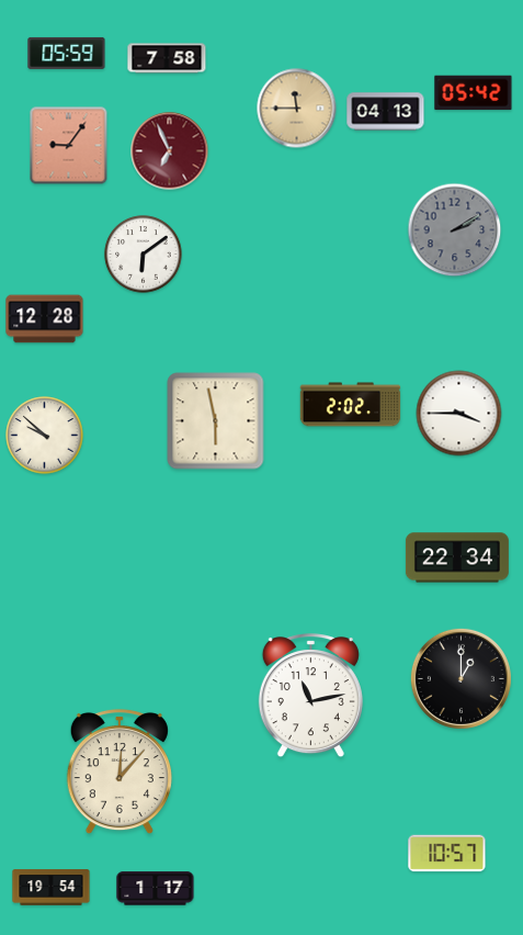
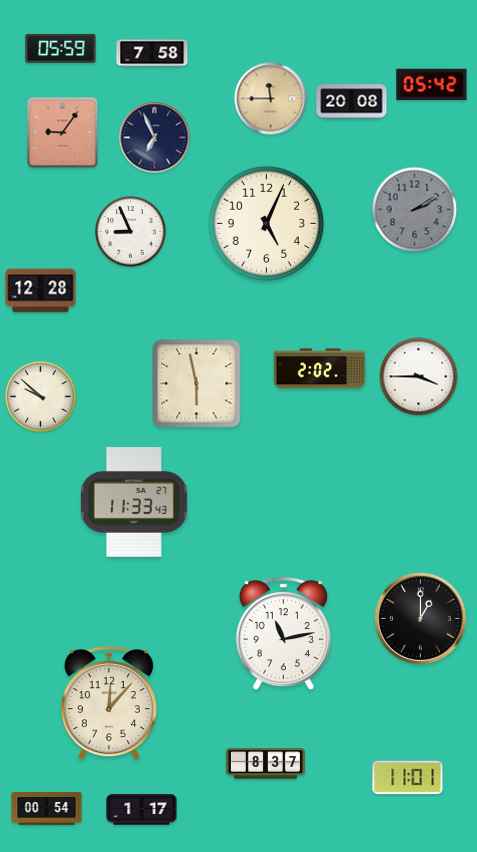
clock at (386, 112): 04:13 -> 20:08
clock at (170, 151) dial: burgundy -> navy
clock at (266, 223): none -> 5:04
clock at (144, 255): 6:09 -> 8:56
clock at (134, 503): none -> 11:33
clock at (457, 557): 22:34 -> none
clock at (265, 764): none -> 8:37
clock at (447, 854): 10:57 -> 11:01
clock at (52, 888): 19:54 -> 00:54
